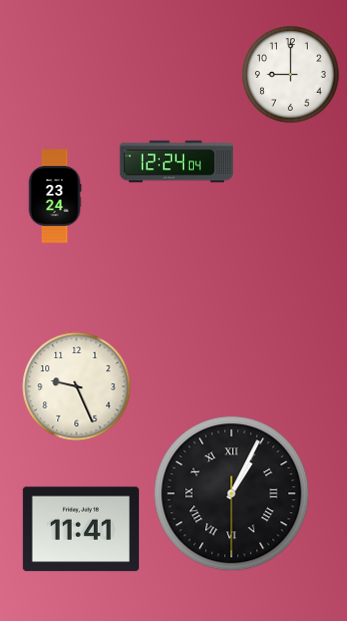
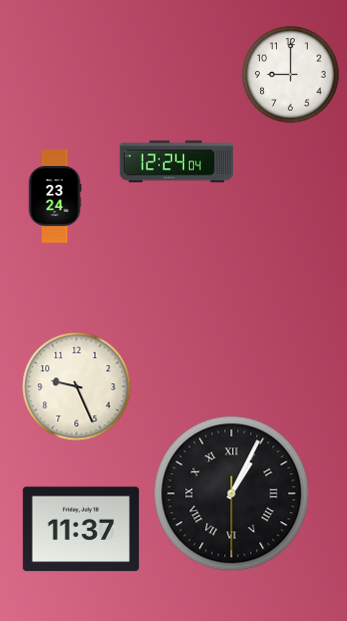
clock at (81, 529): 11:41 -> 11:37
